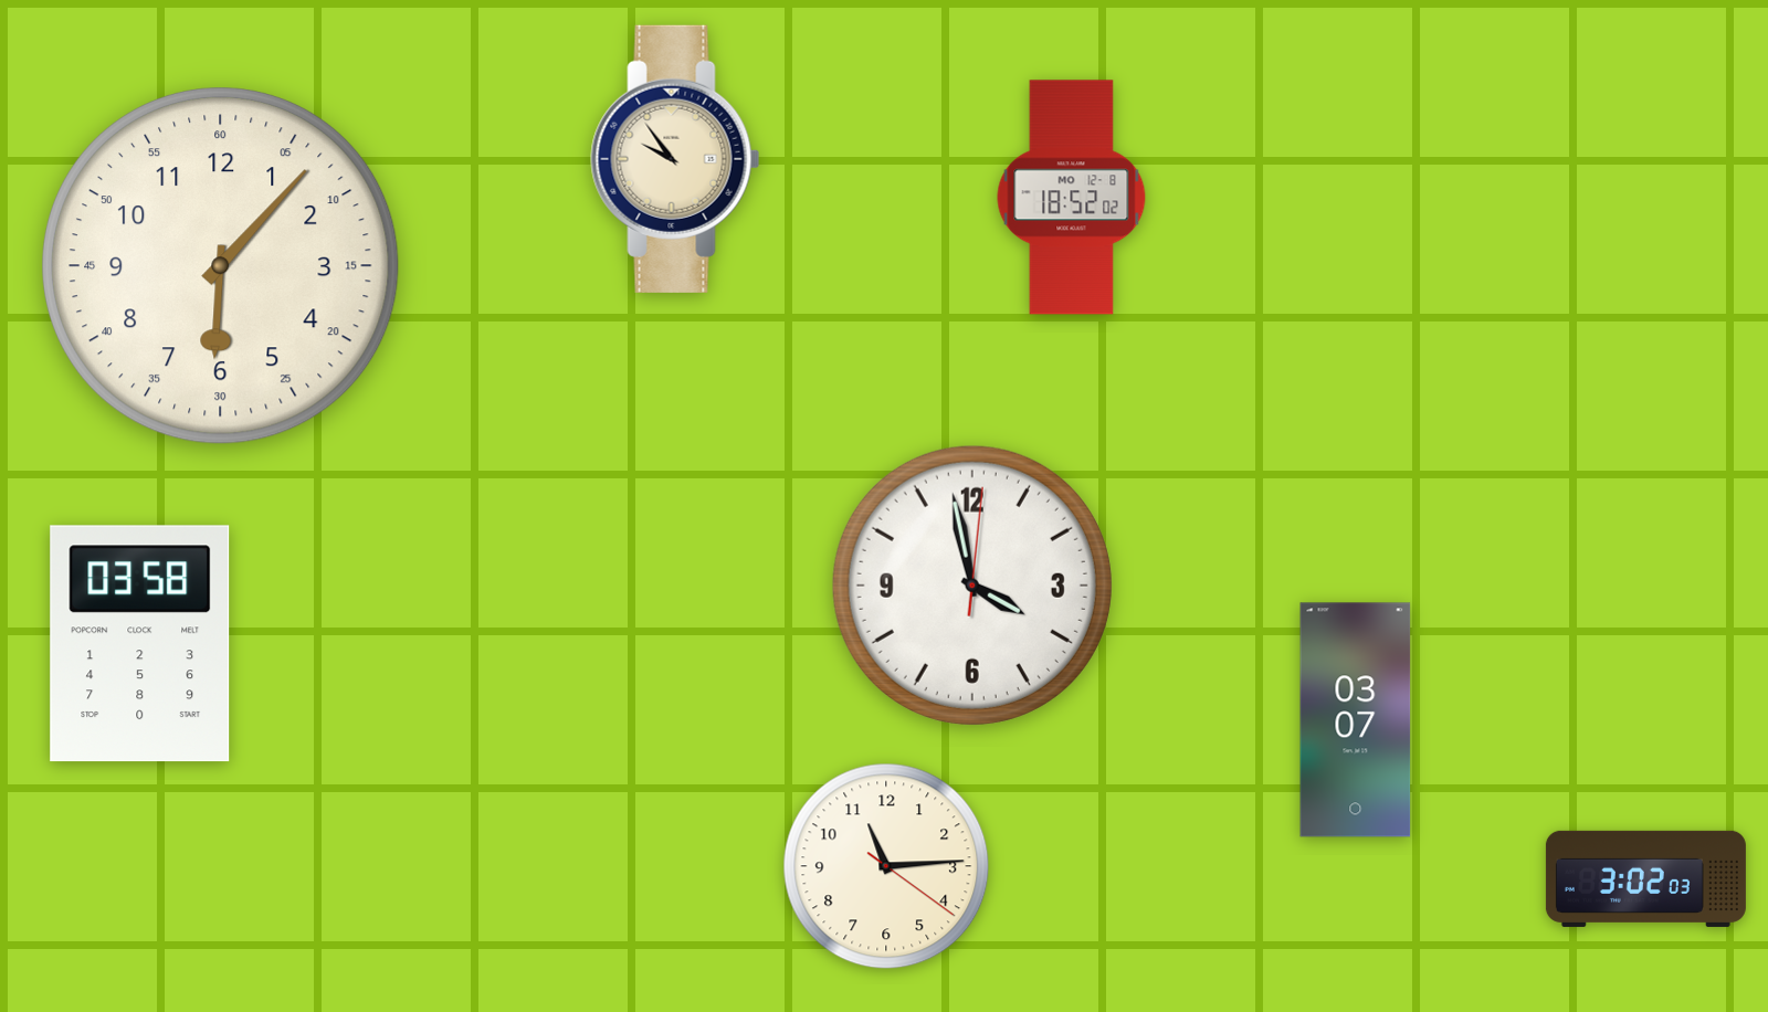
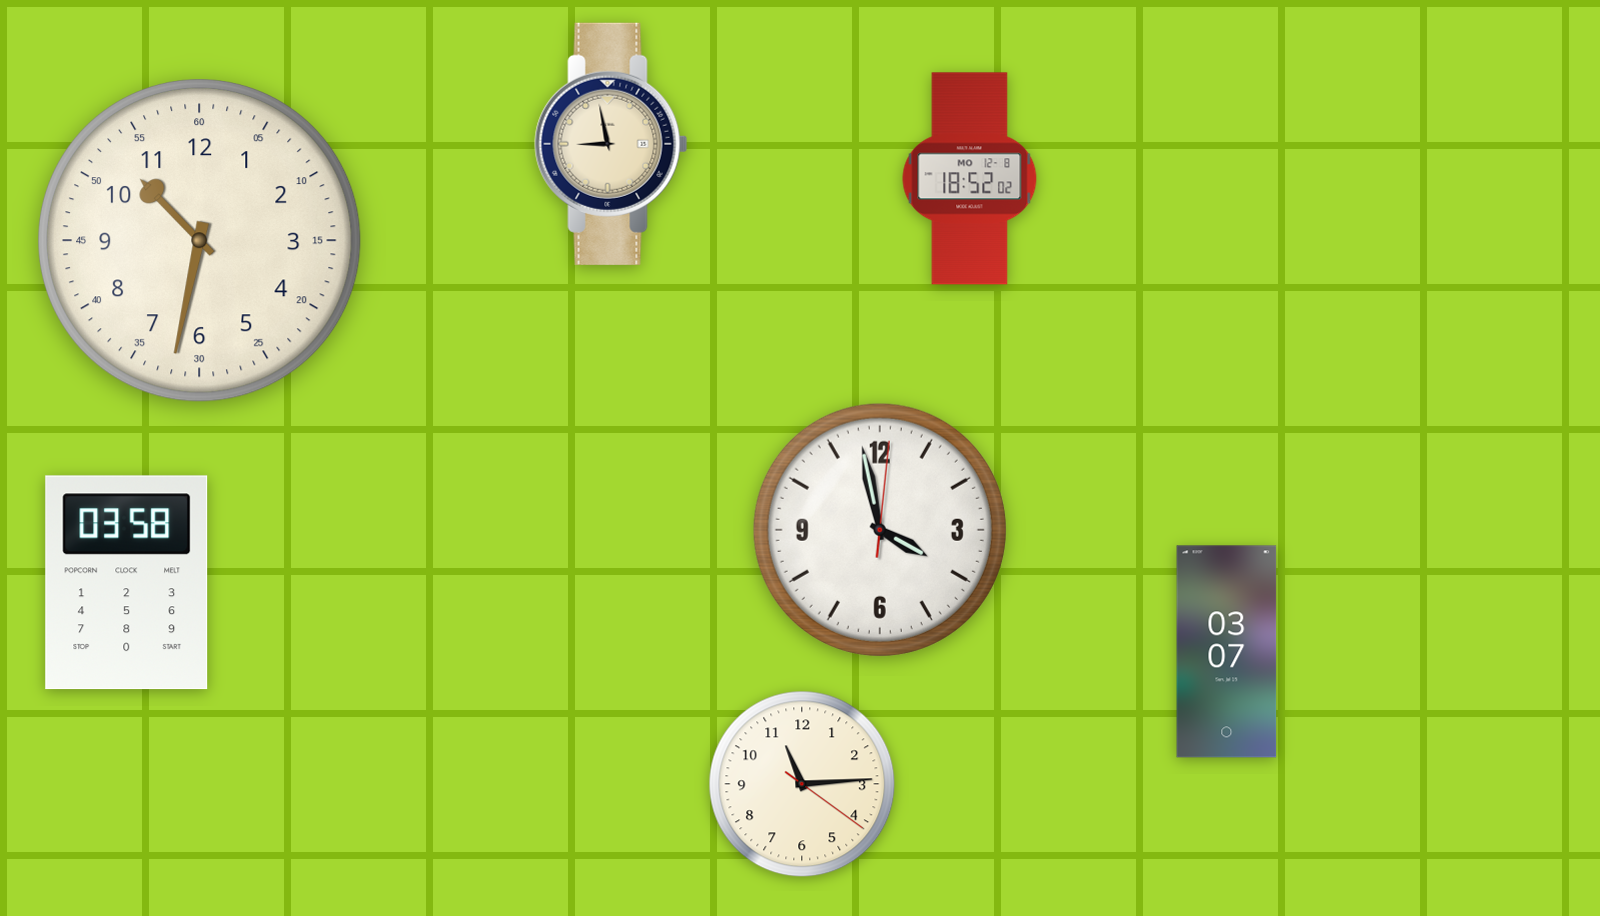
clock at (675, 159): 9:54 -> 8:58
clock at (221, 266): 6:07 -> 10:32
clock at (1645, 878): 3:02 -> none
